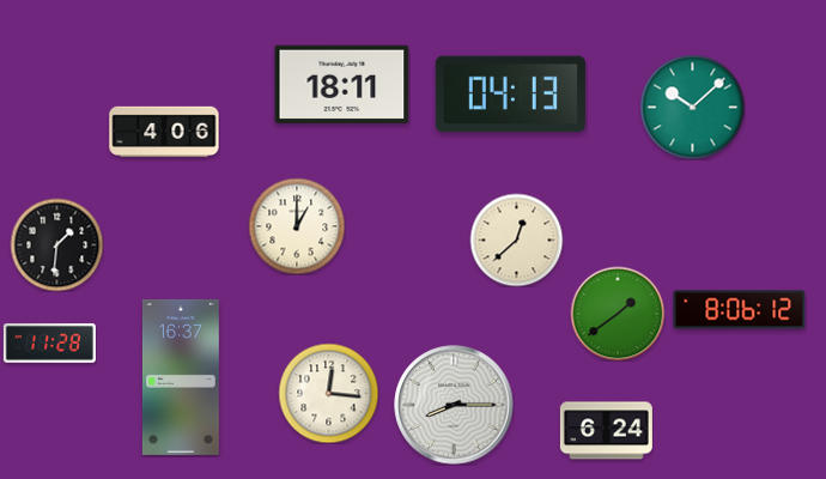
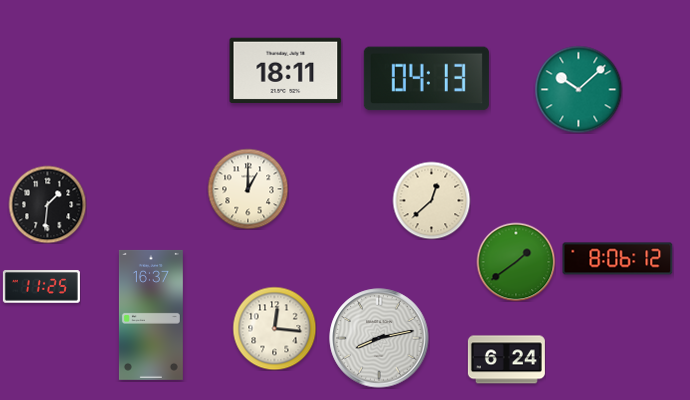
clock at (164, 132): 4:06 -> none
clock at (49, 344): 11:28 -> 11:25
clock at (454, 405): 8:15 -> 8:13
